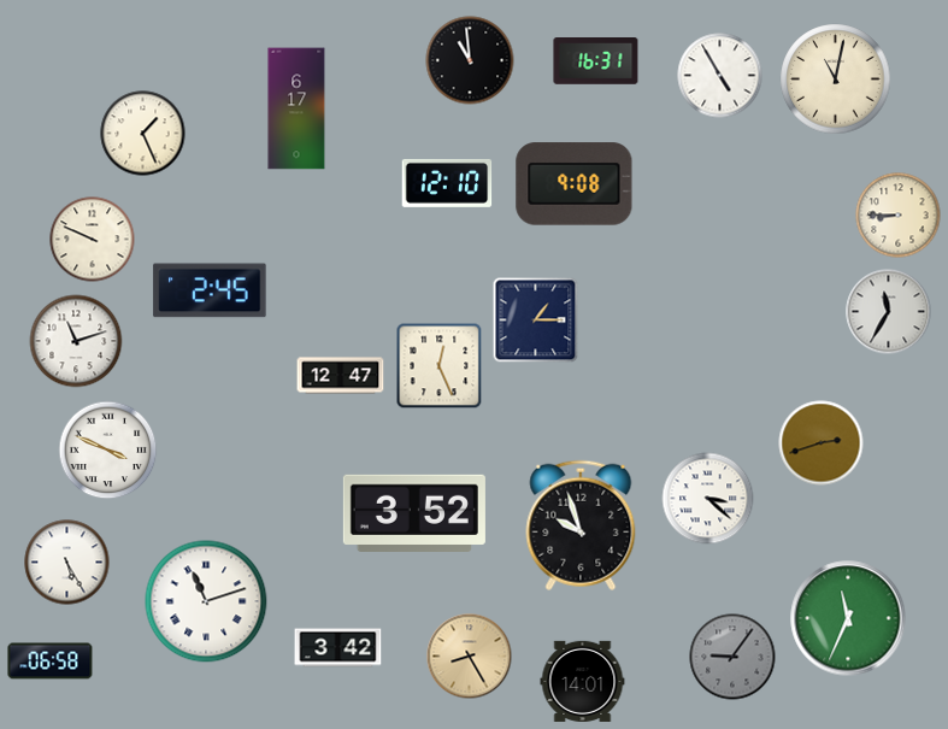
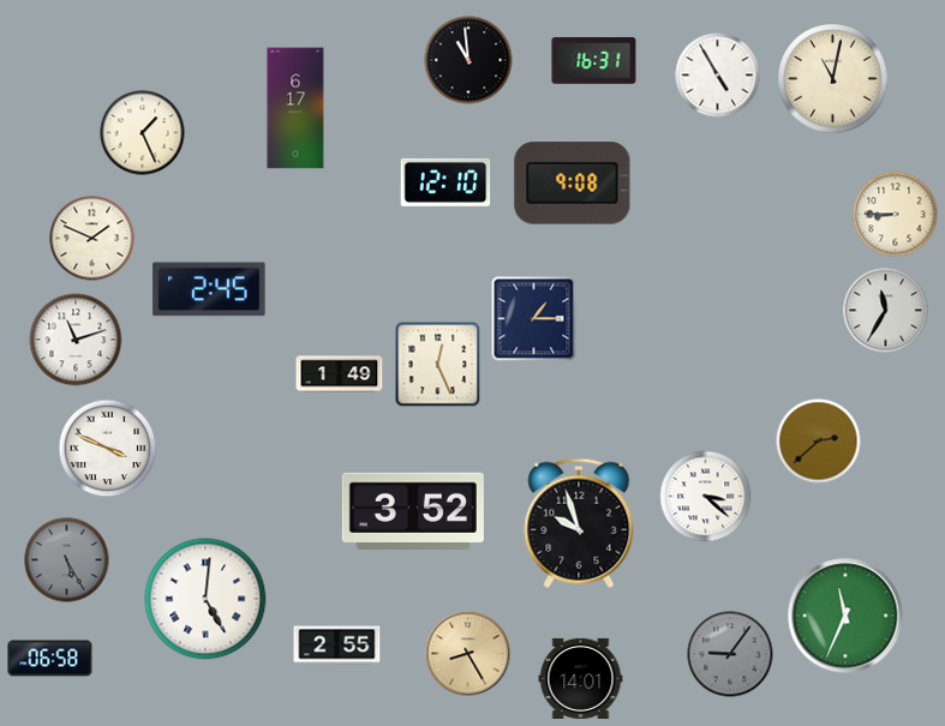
clock at (93, 240): 9:49 -> 1:49
clock at (341, 376): 12:47 -> 1:49
clock at (822, 443): 2:42 -> 2:38
clock at (67, 563) dial: white -> grey
clock at (206, 601): 11:12 -> 5:01
clock at (338, 648): 3:42 -> 2:55
